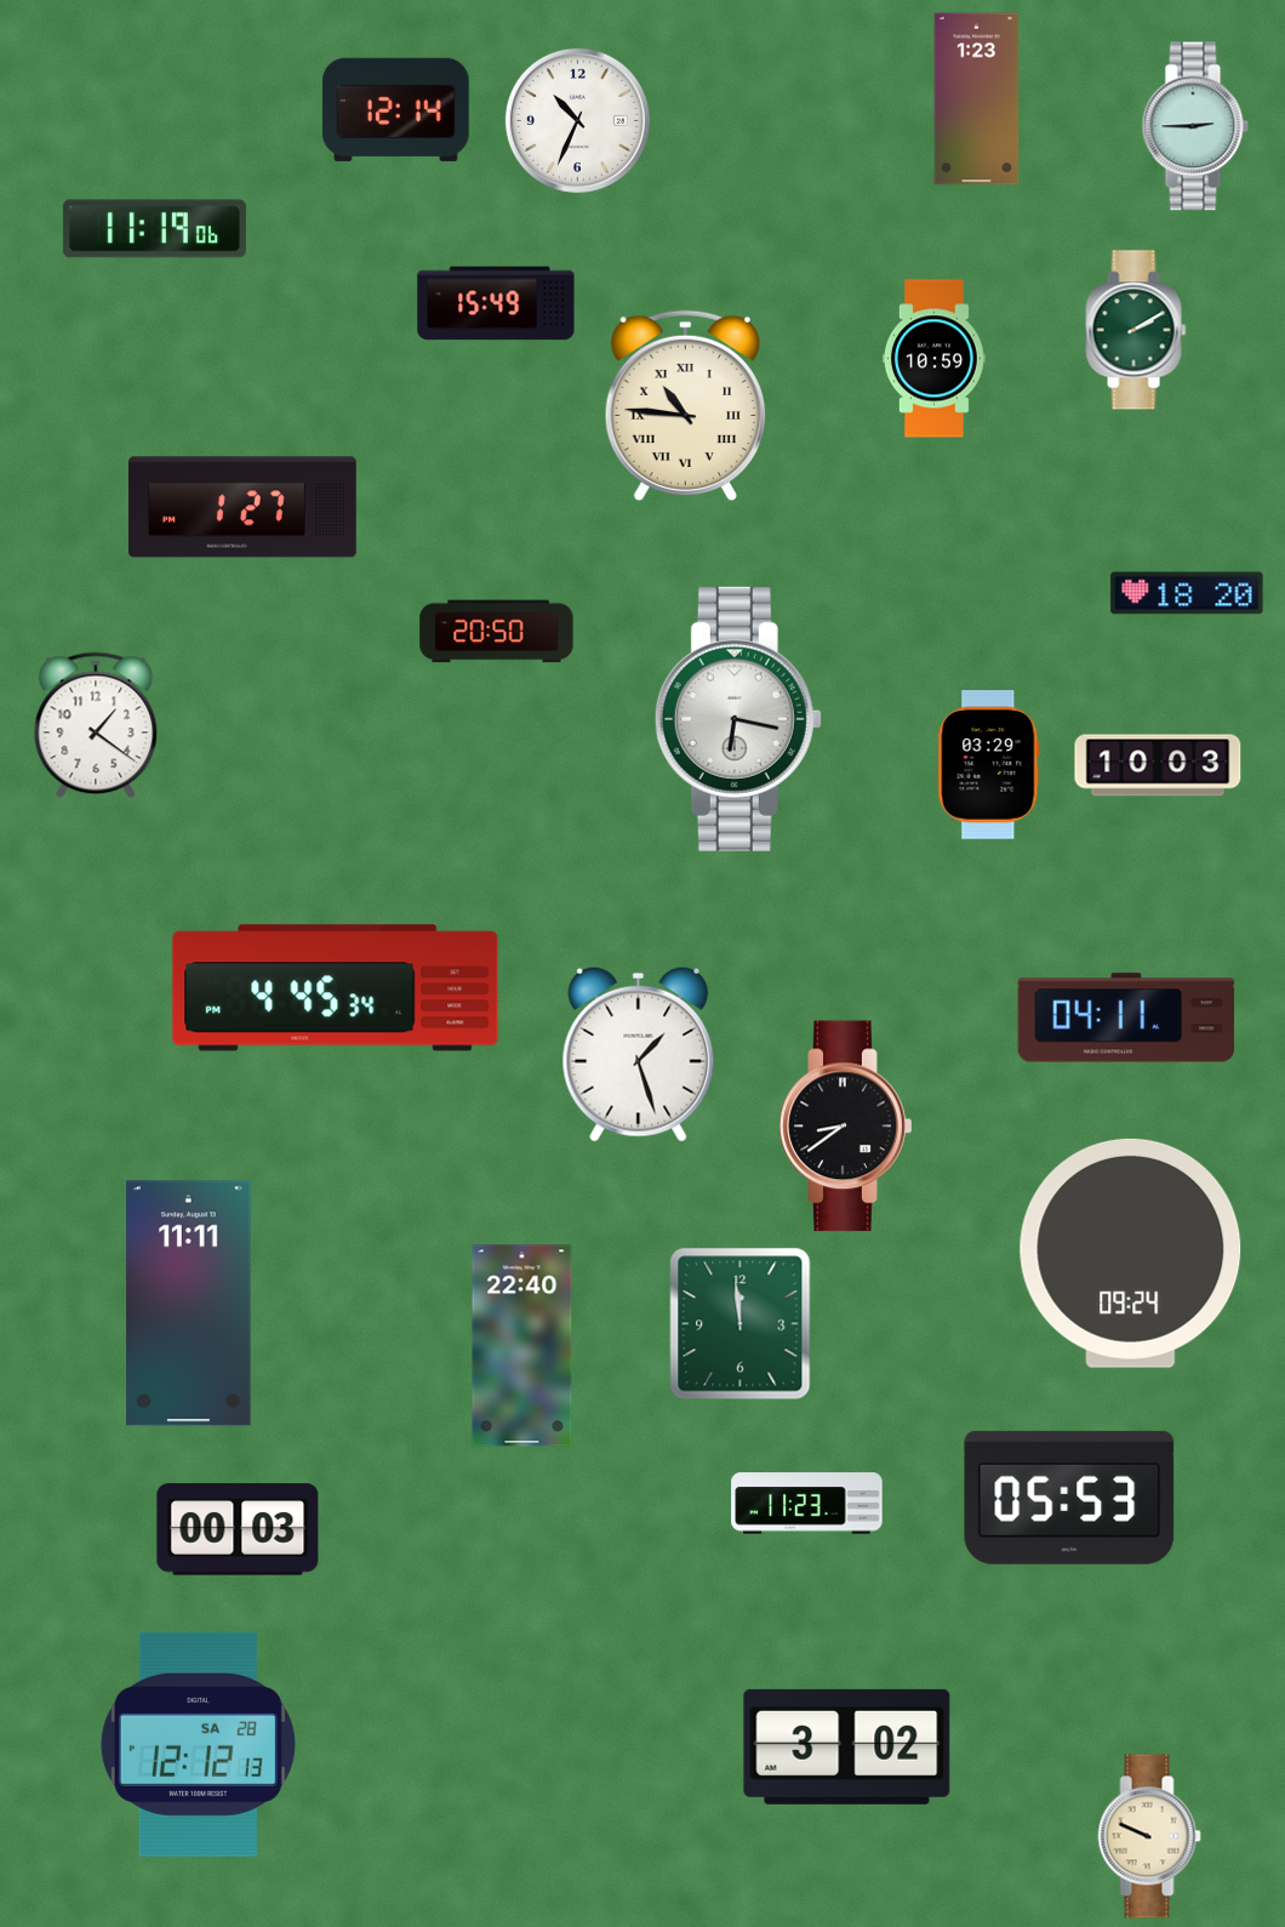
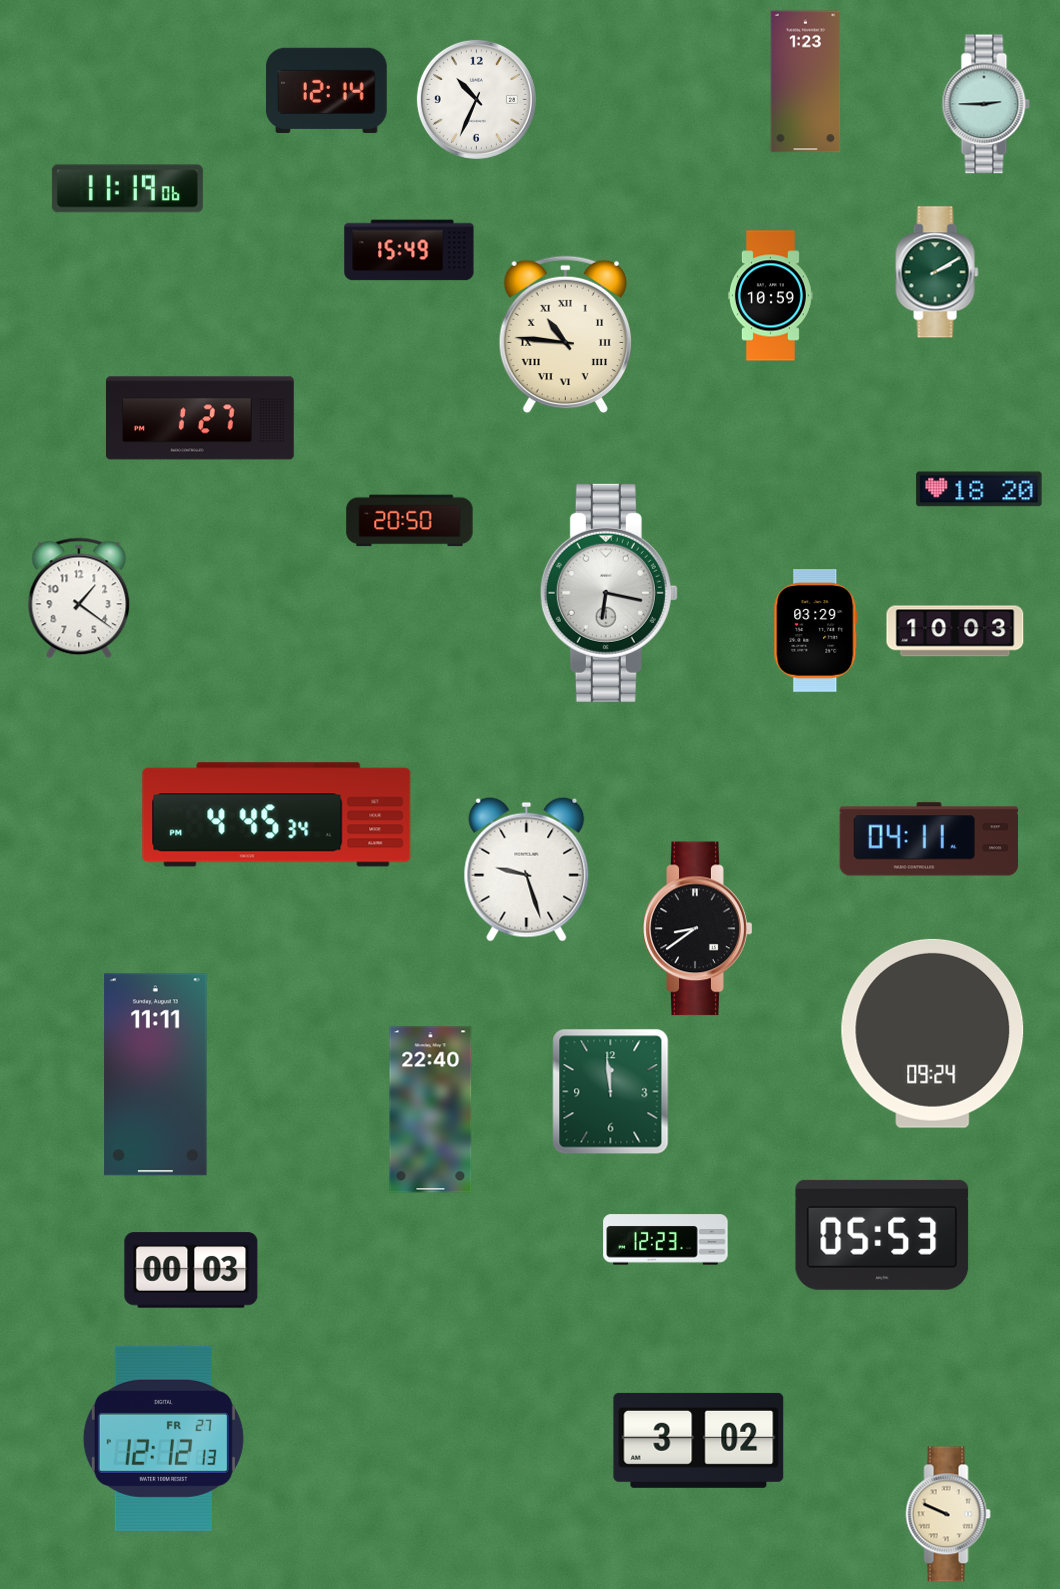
clock at (639, 1054): 1:27 -> 9:27
clock at (807, 1504): 11:23 -> 12:23
clock at (238, 1529) position: (238, 1529) -> (191, 1270)
clock at (198, 1744) date: SA 28 -> FR 27
